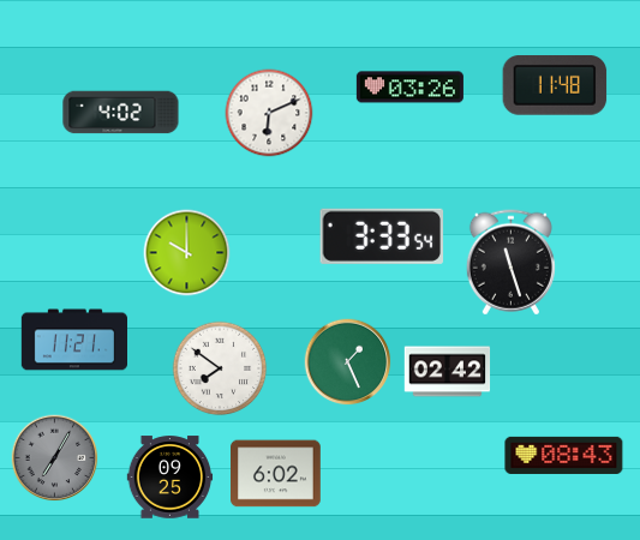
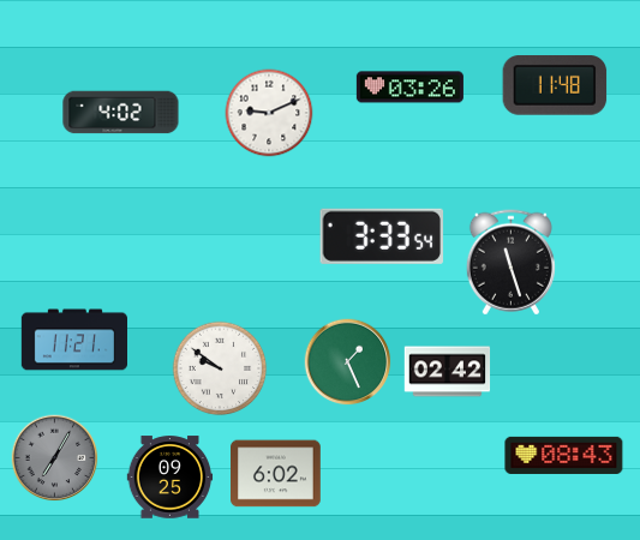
clock at (269, 113): 6:11 -> 9:11
clock at (187, 253): 10:00 -> none
clock at (220, 368): 7:51 -> 9:51
